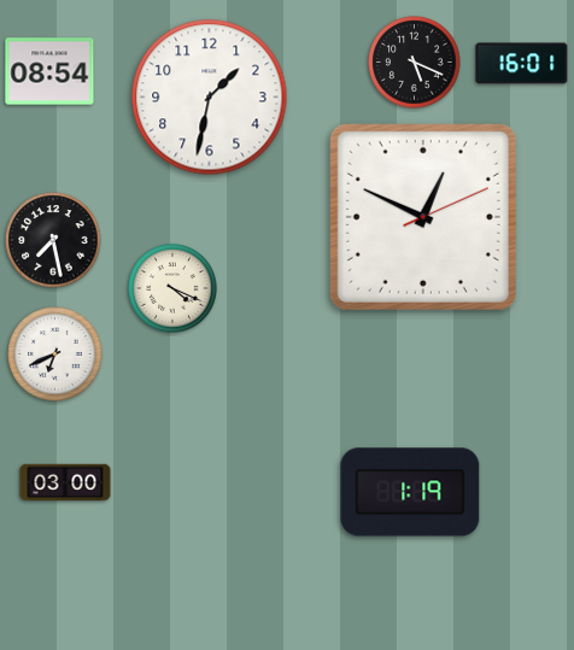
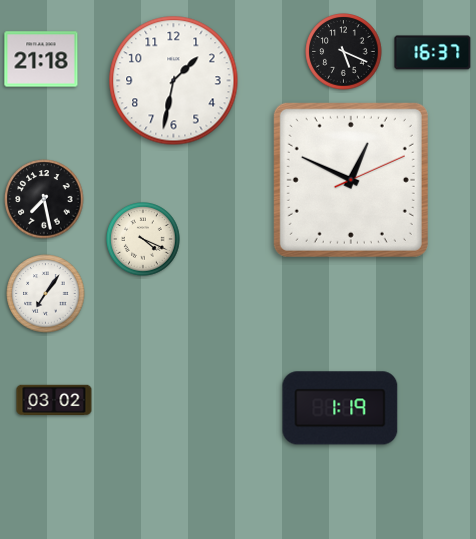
clock at (522, 64): 16:01 -> 16:37
clock at (49, 71): 08:54 -> 21:18
clock at (55, 355): 6:41 -> 7:06
clock at (65, 482): 03:00 -> 03:02
